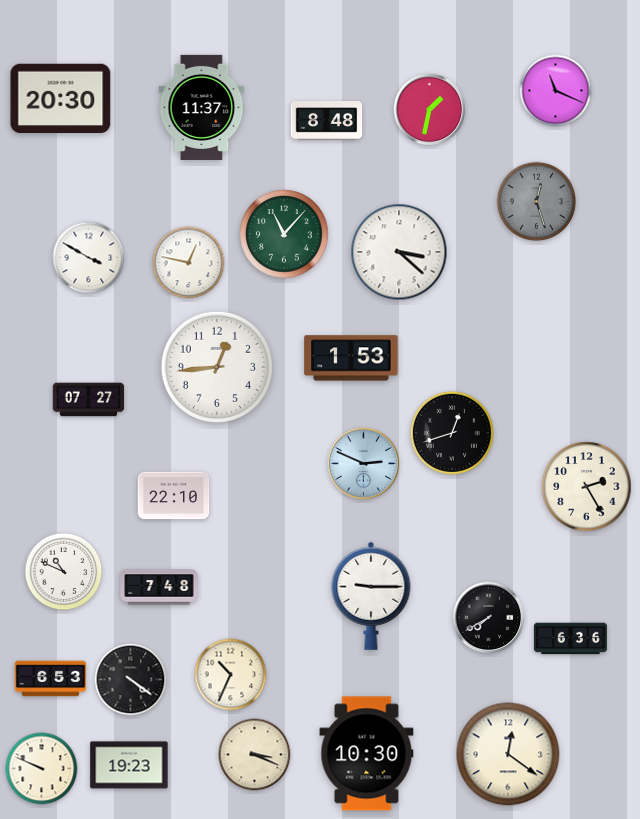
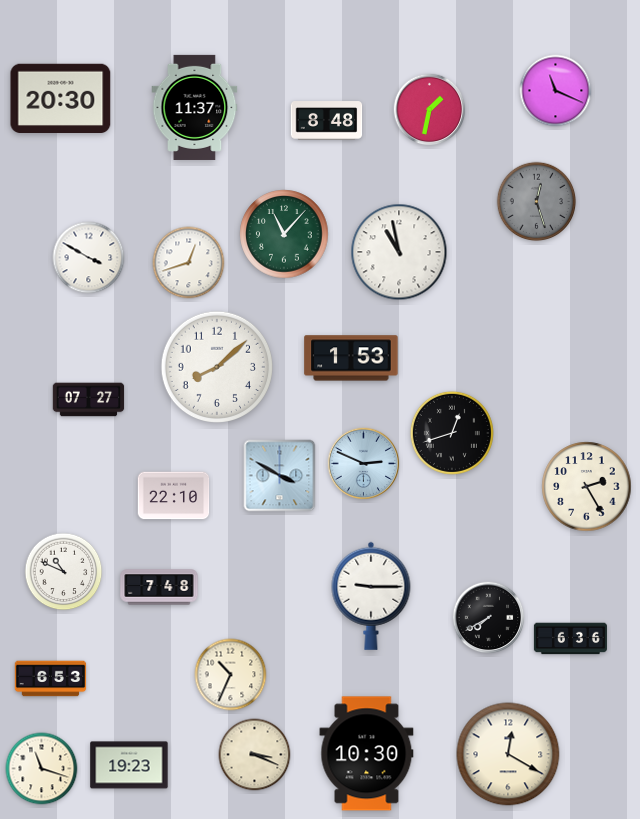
clock at (202, 107) position: (202, 107) -> (195, 107)
clock at (399, 252): 3:22 -> 10:58
clock at (189, 263): 12:47 -> 12:42
clock at (216, 366): 12:44 -> 8:08
clock at (280, 476): none -> 3:50
clock at (131, 680): 4:21 -> none
clock at (508, 754): 12:21 -> 12:20
clock at (42, 769): 9:49 -> 11:18
